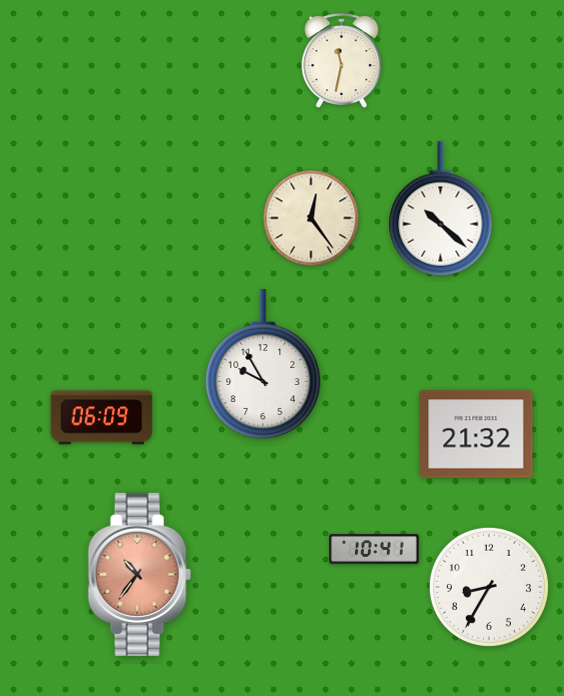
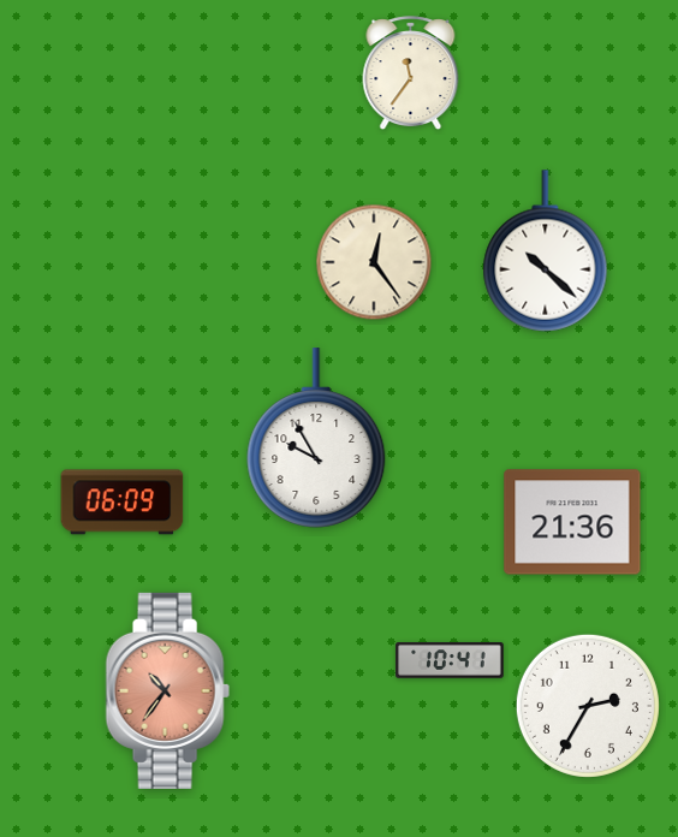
clock at (342, 61): 11:32 -> 11:36
clock at (441, 209) position: (441, 209) -> (546, 251)
clock at (476, 434): 21:32 -> 21:36
clock at (489, 587): 8:35 -> 2:35
